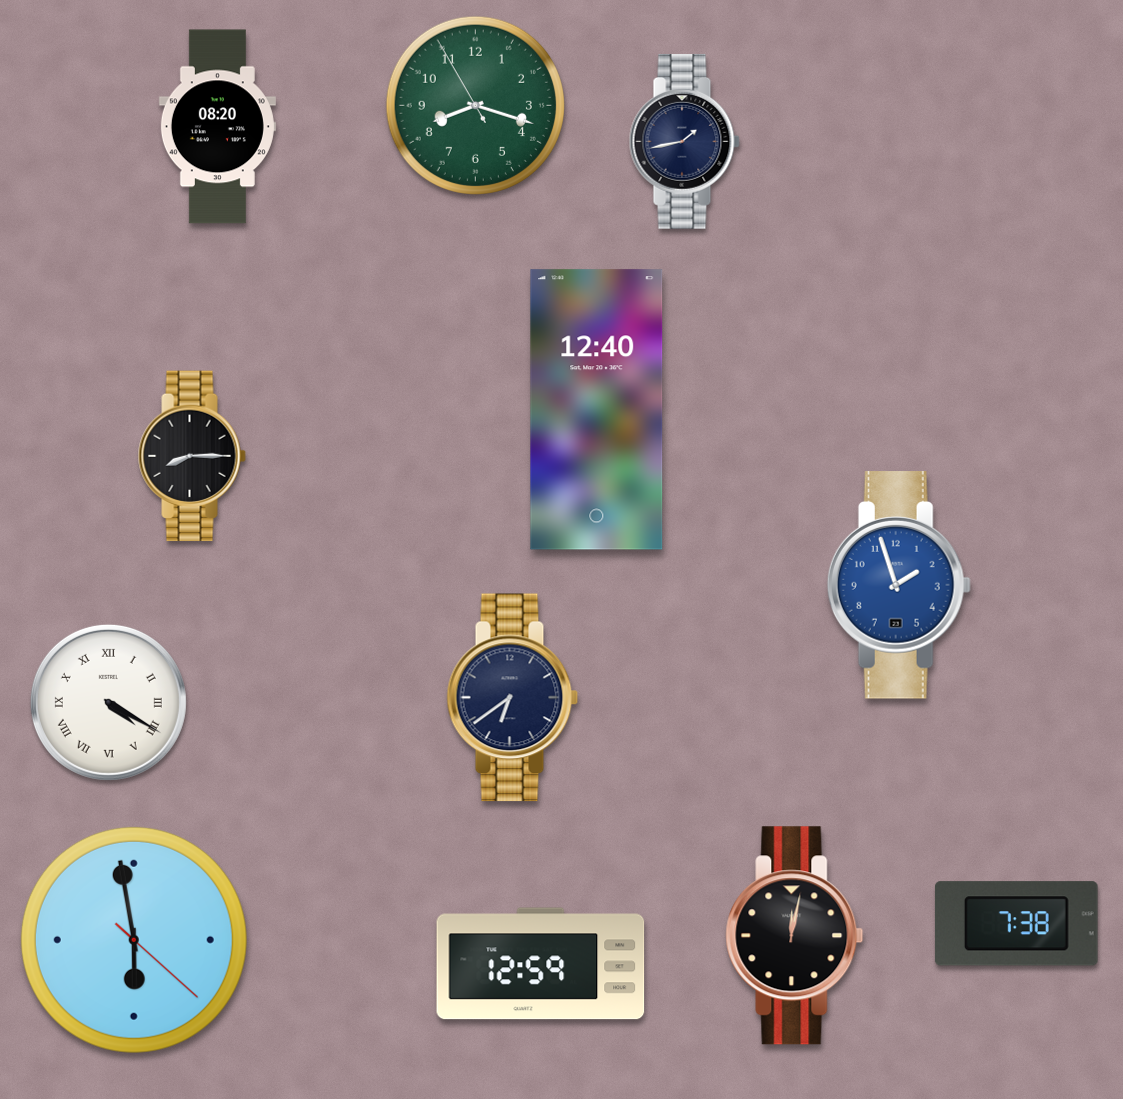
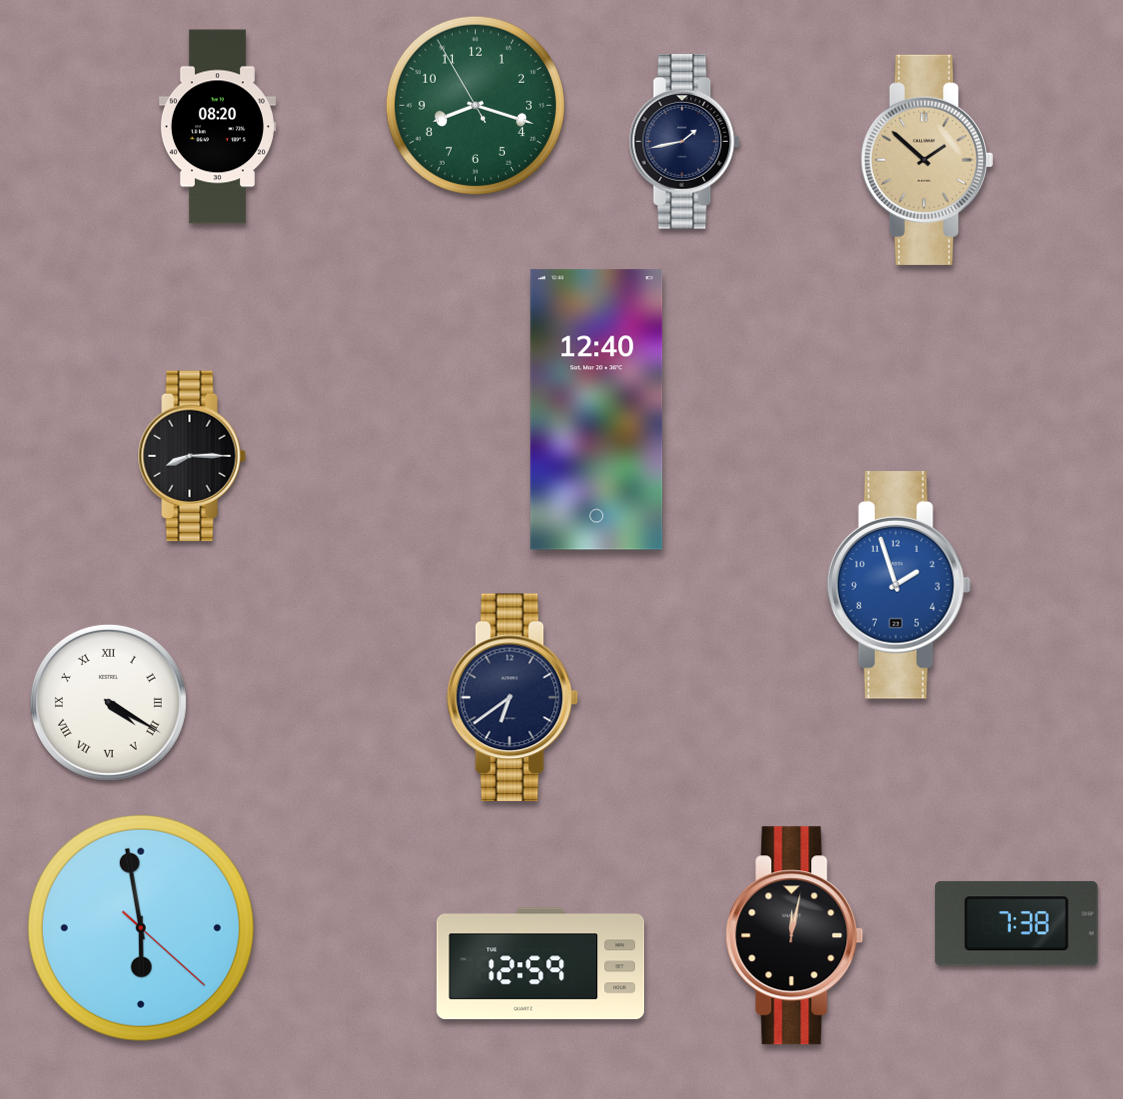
clock at (926, 160): none -> 1:52
clock at (134, 940) position: (134, 940) -> (141, 928)
